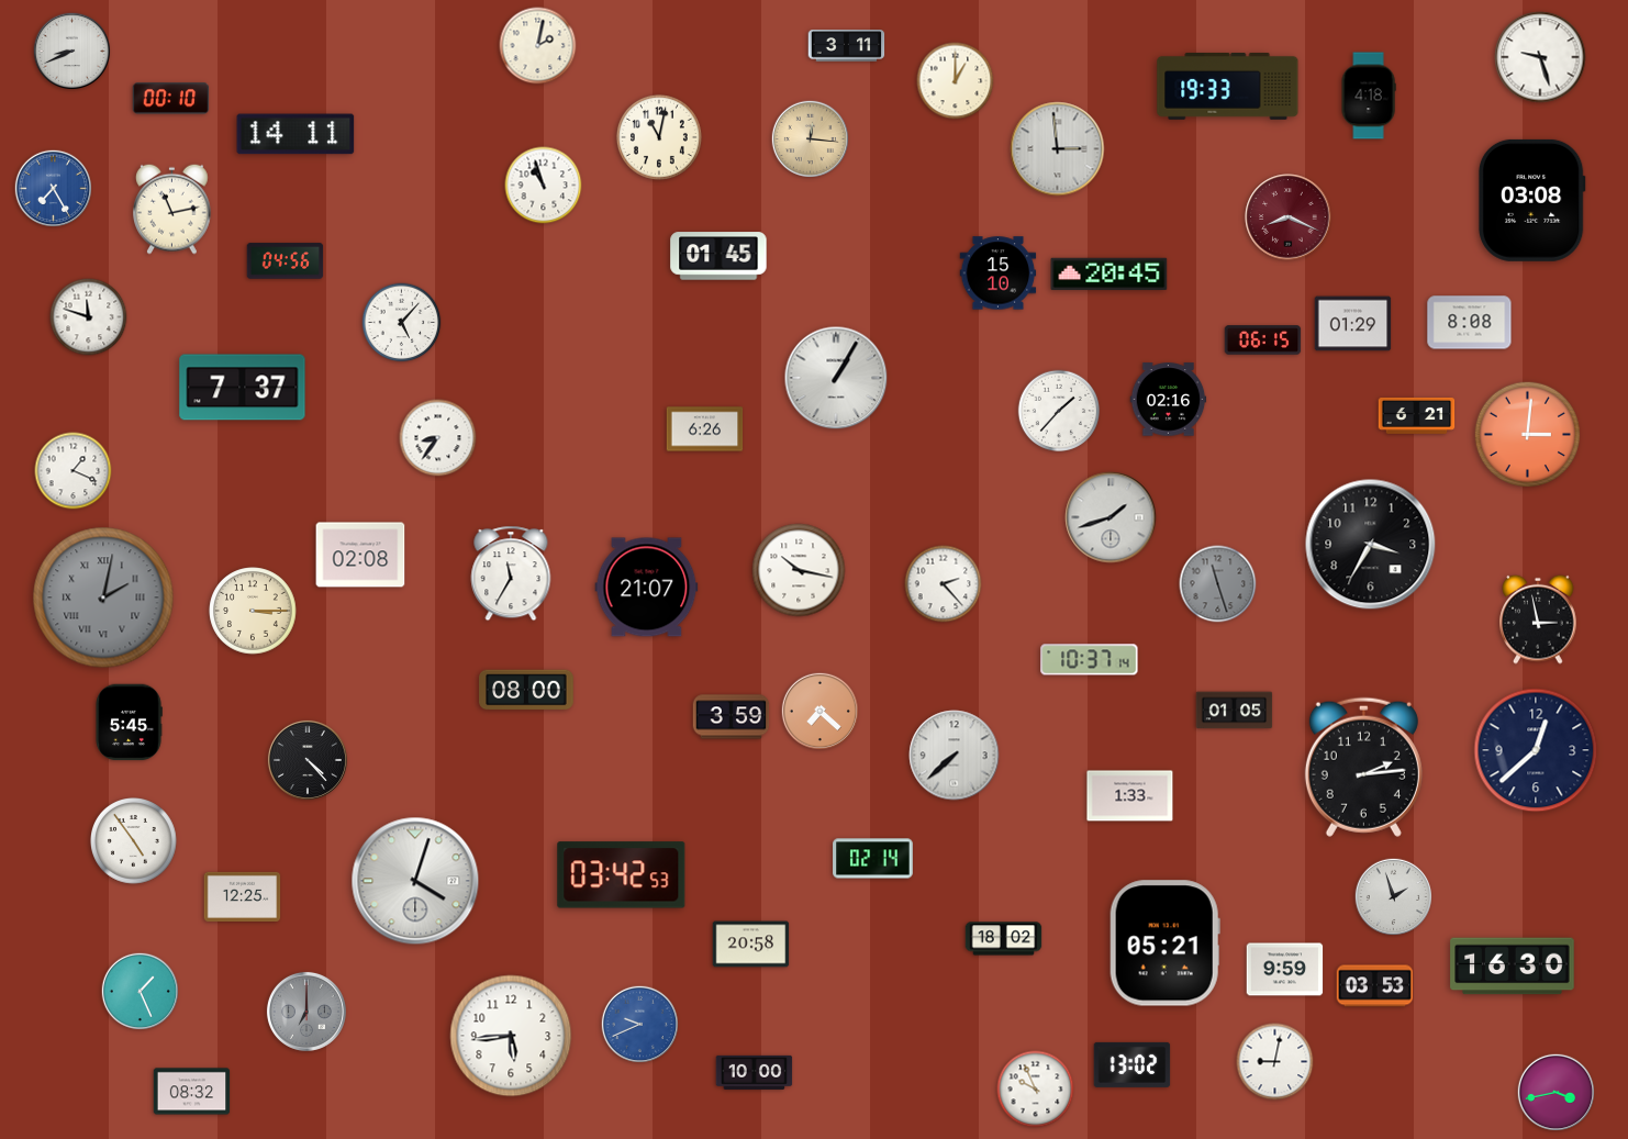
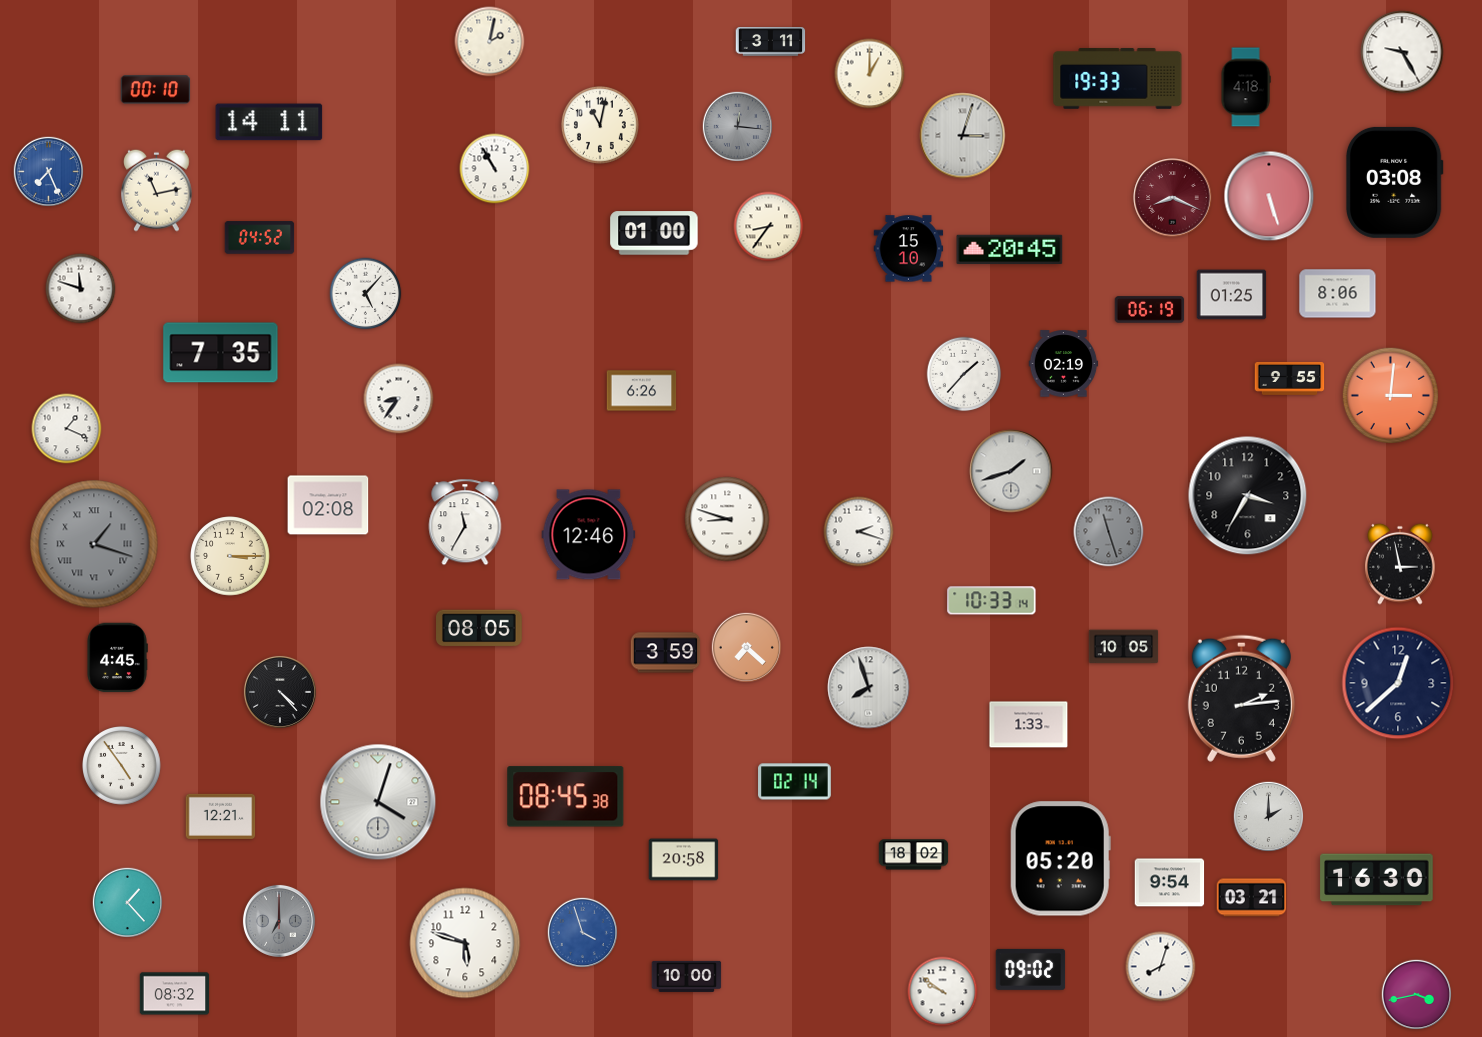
clock at (71, 51): 8:41 -> none
clock at (1540, 57): 9:27 -> 9:25
clock at (810, 138) dial: champagne -> grey
clock at (1058, 149): 2:59 -> 3:03
clock at (544, 186): 10:57 -> 10:55
clock at (53, 188): 7:25 -> 7:26
clock at (1269, 196): none -> 5:27
clock at (769, 227): none -> 8:36
clock at (718, 256): 01:45 -> 01:00
clock at (286, 261): 04:56 -> 04:52
clock at (1470, 323): 8:08 -> 8:06
clock at (1353, 324): 01:29 -> 01:25
clock at (1263, 340): 06:15 -> 06:19
clock at (836, 378): 1:05 -> none
clock at (243, 388): 7:37 -> 7:35
clock at (1169, 400): 02:16 -> 02:19
clock at (1417, 415): 6:21 -> 9:55
clock at (799, 570): 10:17 -> 8:48
clock at (944, 584): 2:23 -> 2:18
clock at (647, 588): 21:07 -> 12:46
clock at (103, 598): 2:02 -> 1:18
clock at (1090, 660): 10:37 -> 10:33
clock at (526, 690): 08:00 -> 08:05
clock at (1235, 711): 01:05 -> 10:05
clock at (129, 723): 5:45 -> 4:45
clock at (955, 756): 7:38 -> 7:57
clock at (622, 875): 03:42 -> 08:45
clock at (243, 896): 12:25 -> 12:21
clock at (1393, 896): 1:57 -> 2:00
clock at (1164, 943): 05:21 -> 05:20
clock at (1285, 970): 9:59 -> 9:54
clock at (1375, 986): 03:53 -> 03:21
clock at (140, 991): 1:26 -> 1:23
clock at (639, 1024): 9:41 -> 3:57
clock at (511, 1036): 5:44 -> 5:48
clock at (1275, 1062): 9:02 -> 8:03
clock at (1133, 1064): 13:02 -> 09:02
clock at (1036, 1090): 9:56 -> 9:51
